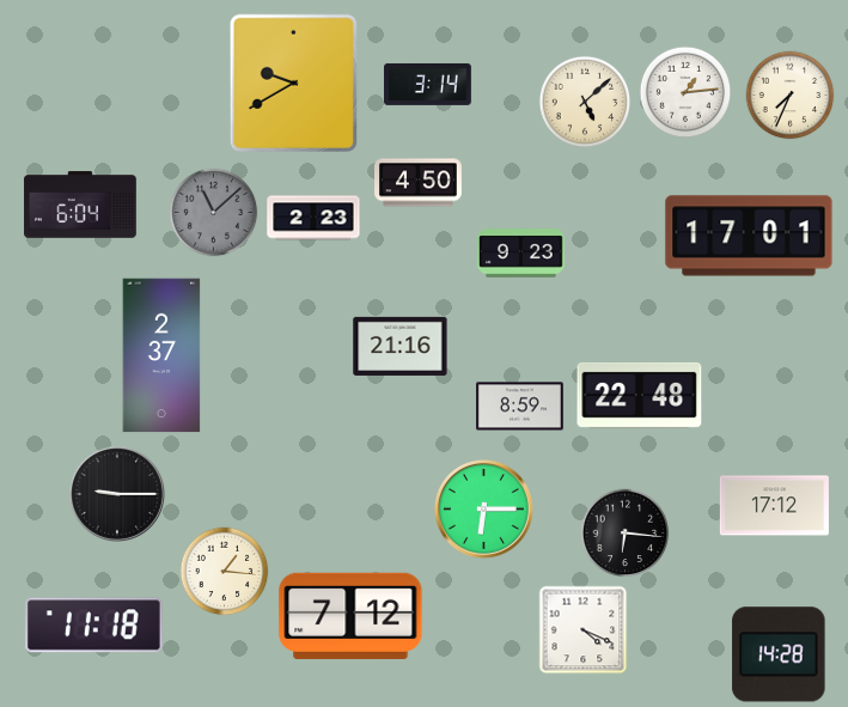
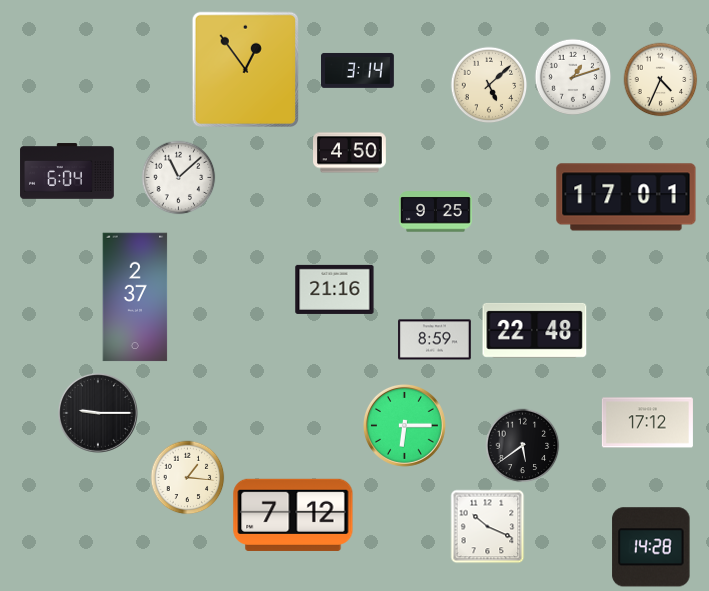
clock at (293, 83): 9:40 -> 12:54
clock at (685, 92): 1:14 -> 1:12
clock at (791, 96): 7:34 -> 4:34
clock at (214, 213) dial: grey -> white
clock at (313, 218): 2:23 -> none
clock at (521, 254): 9:23 -> 9:25
clock at (626, 534): 6:16 -> 5:39
clock at (94, 626): 11:18 -> none
clock at (584, 630): 4:19 -> 10:19
